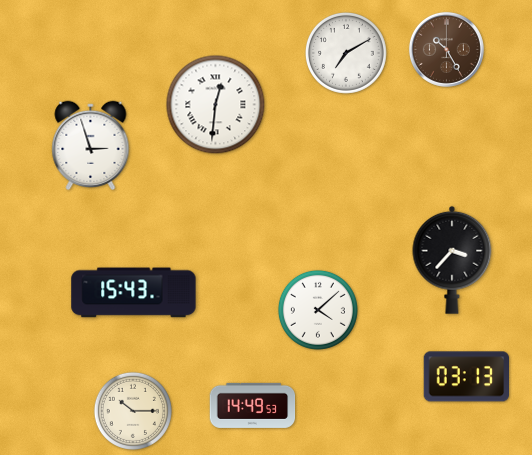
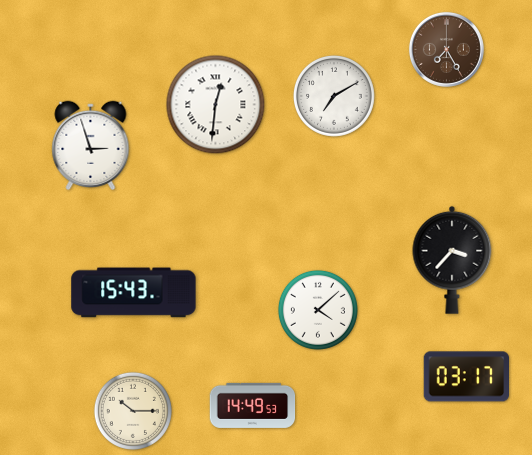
clock at (446, 49): 10:25 -> 7:25
clock at (346, 53) position: (346, 53) -> (334, 96)
clock at (466, 377): 03:13 -> 03:17
